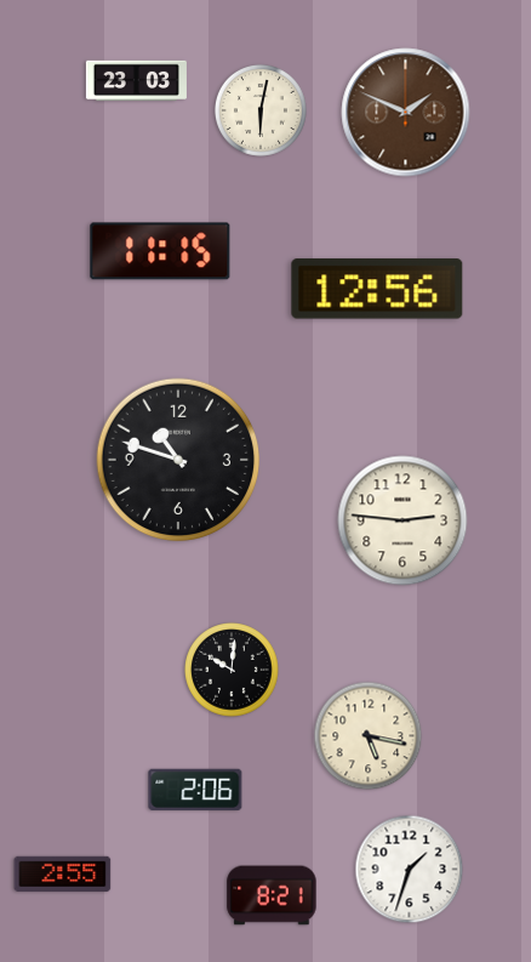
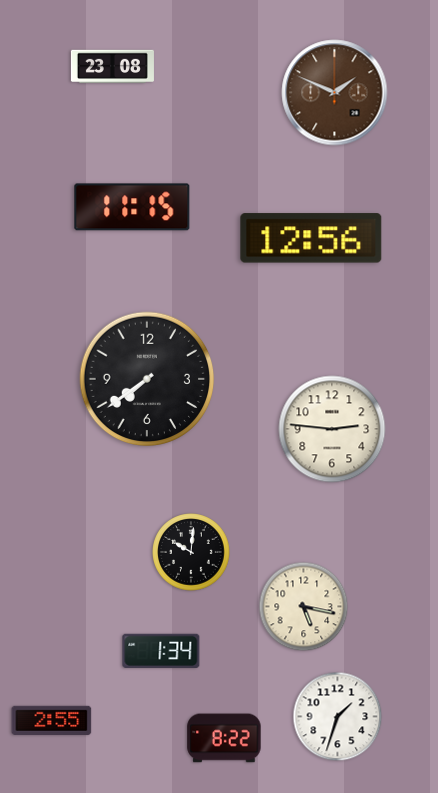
clock at (136, 81): 23:03 -> 23:08
clock at (261, 110): 6:02 -> none
clock at (178, 460): 10:48 -> 7:39
clock at (195, 790): 2:06 -> 1:34
clock at (272, 895): 8:21 -> 8:22
